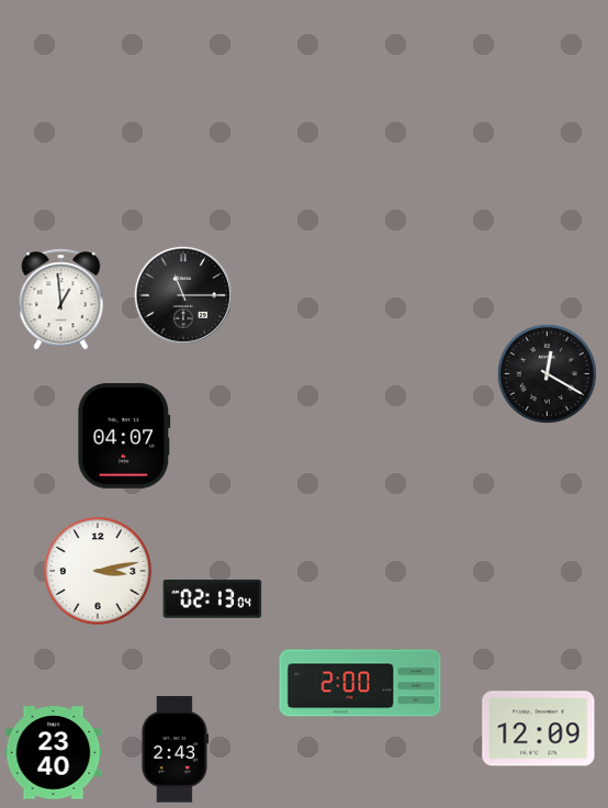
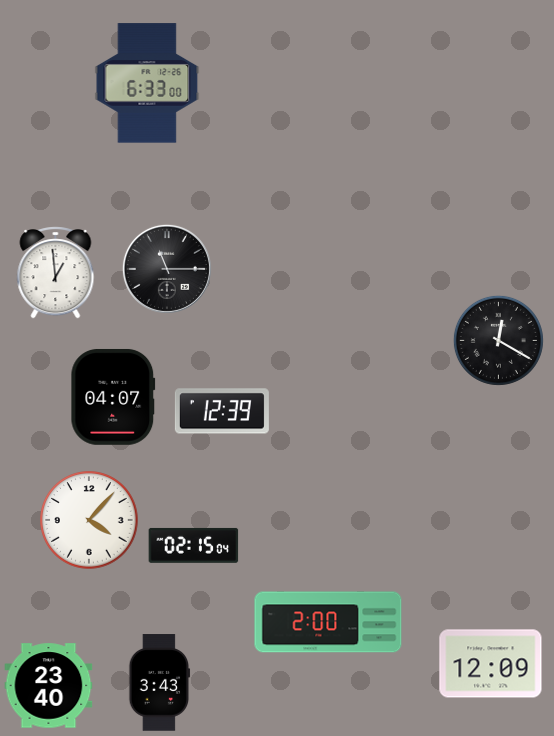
clock at (147, 83): none -> 6:33
clock at (222, 411): none -> 12:39
clock at (98, 571): 3:13 -> 4:07
clock at (213, 598): 02:13 -> 02:15
clock at (176, 750): 2:43 -> 3:43
